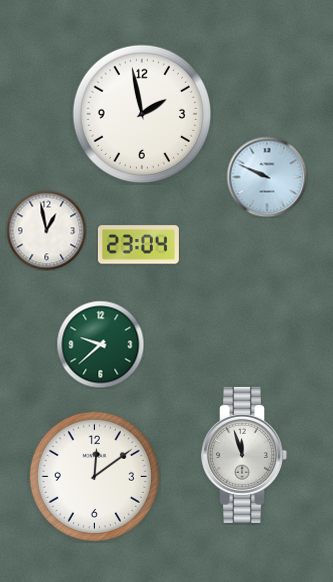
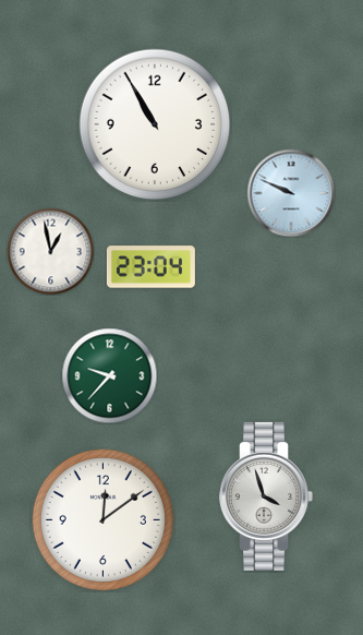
clock at (142, 114): 1:58 -> 10:55
clock at (100, 344): 9:38 -> 9:37
clock at (244, 455): 11:57 -> 3:57
